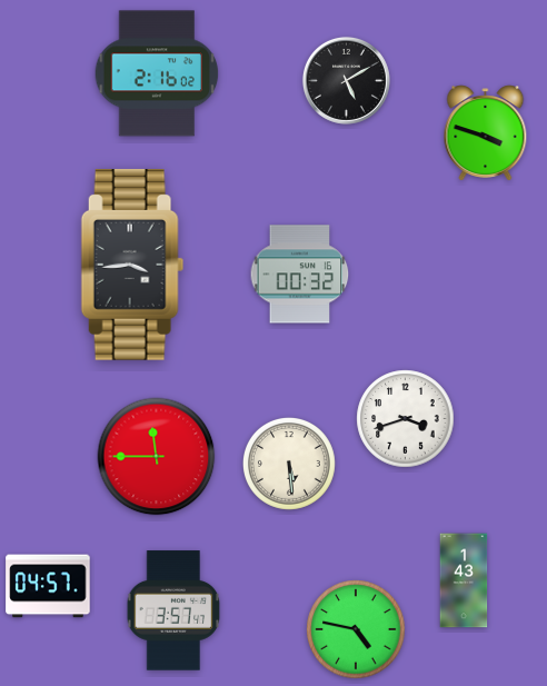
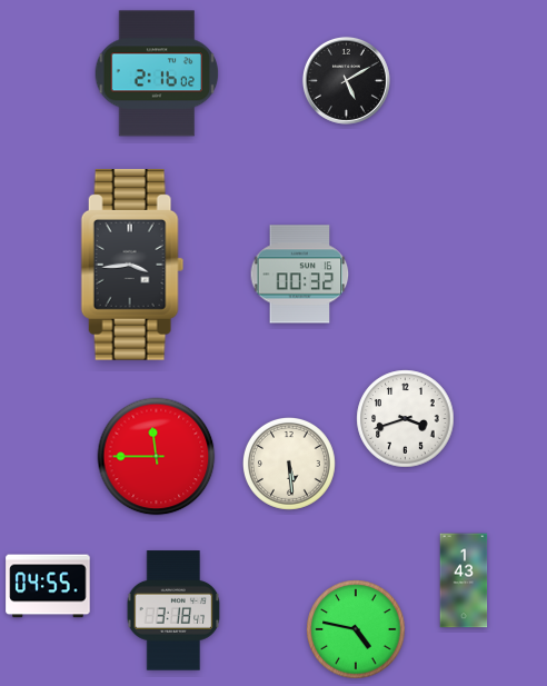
clock at (486, 133): 3:48 -> none
clock at (48, 586): 04:57 -> 04:55
clock at (173, 610): 3:57 -> 3:18
